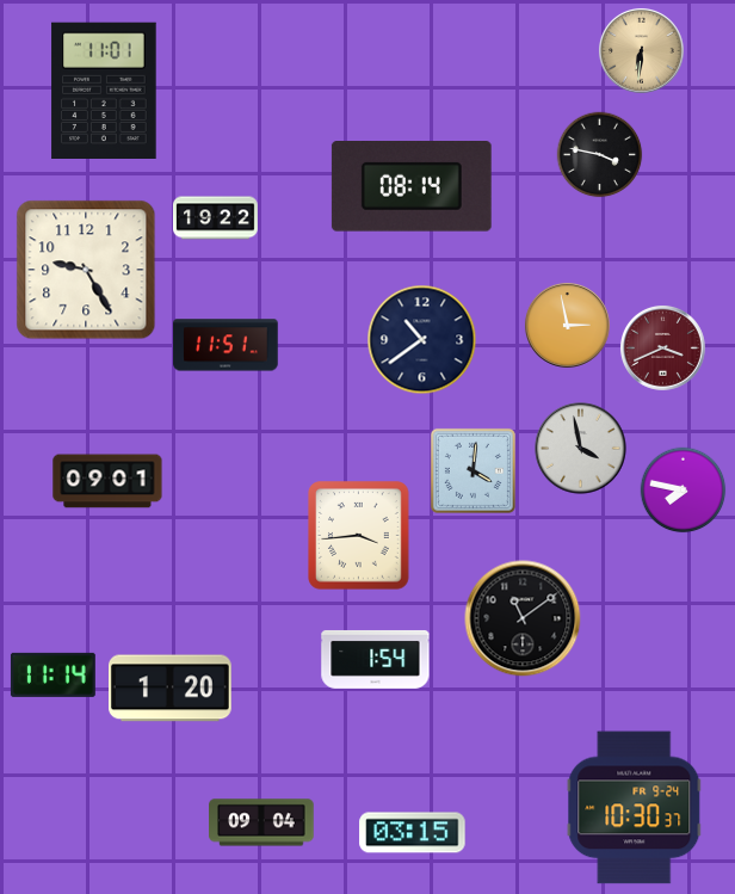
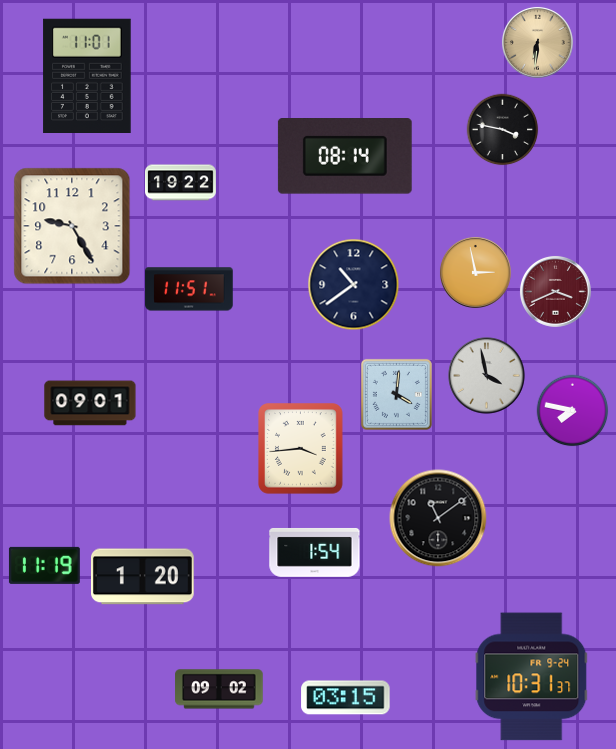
clock at (52, 674): 11:14 -> 11:19
clock at (635, 808): 10:30 -> 10:31
clock at (261, 822): 09:04 -> 09:02
